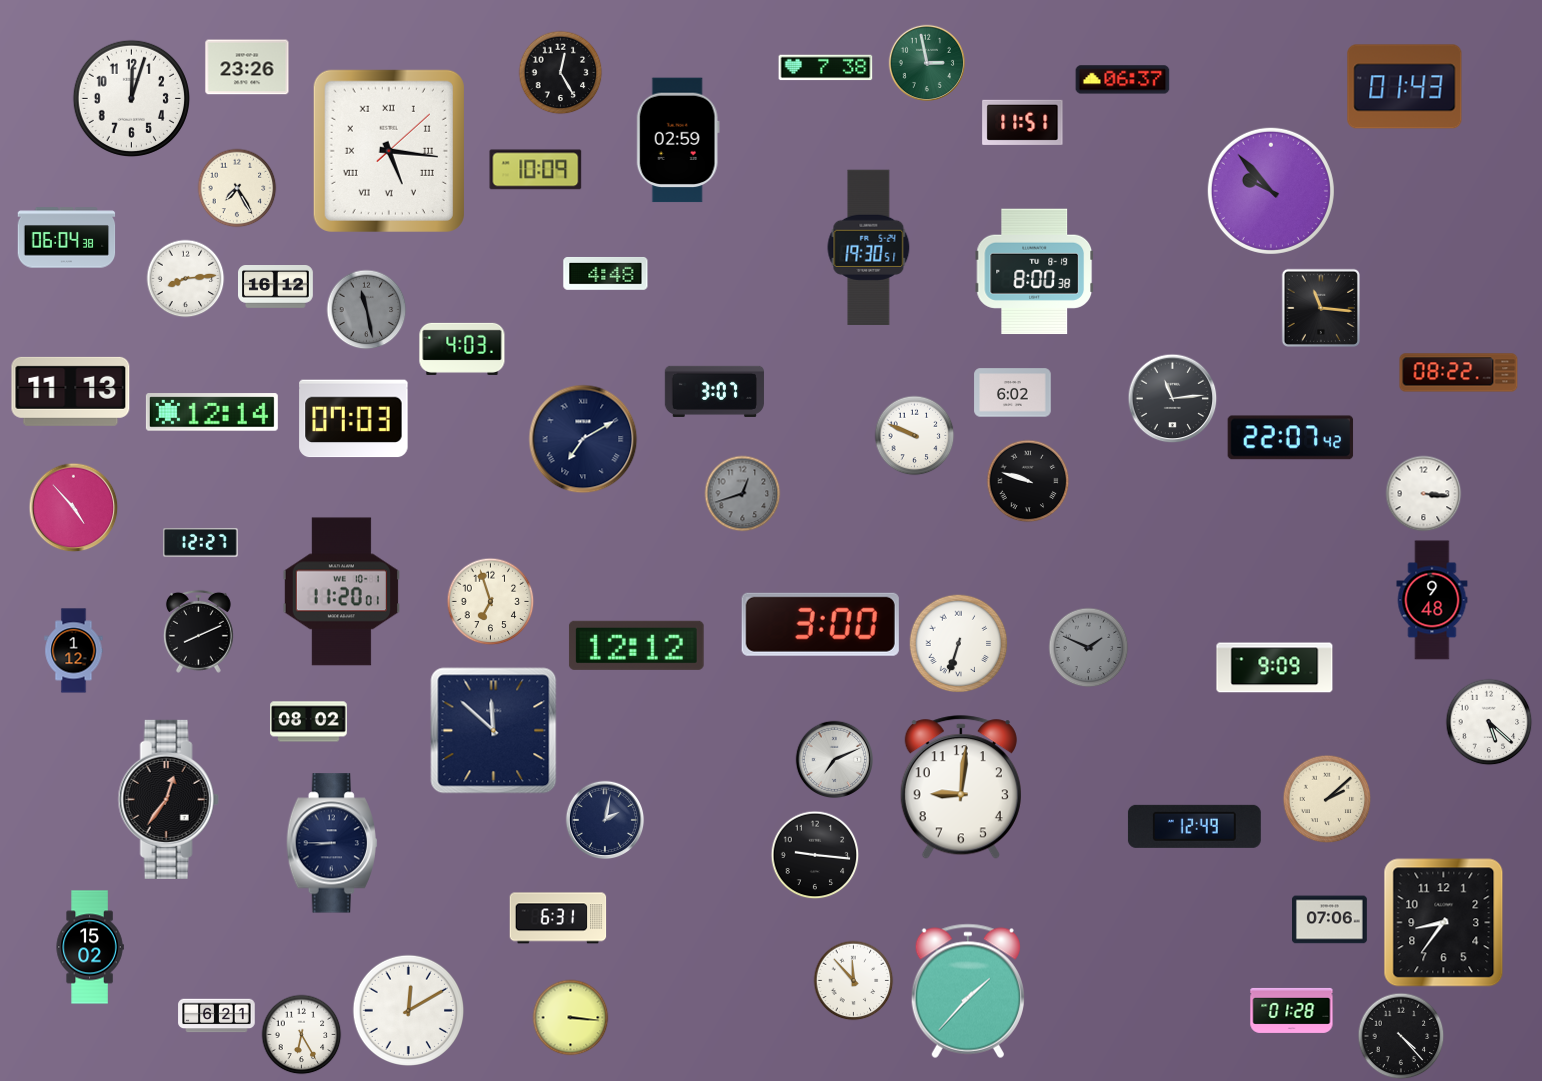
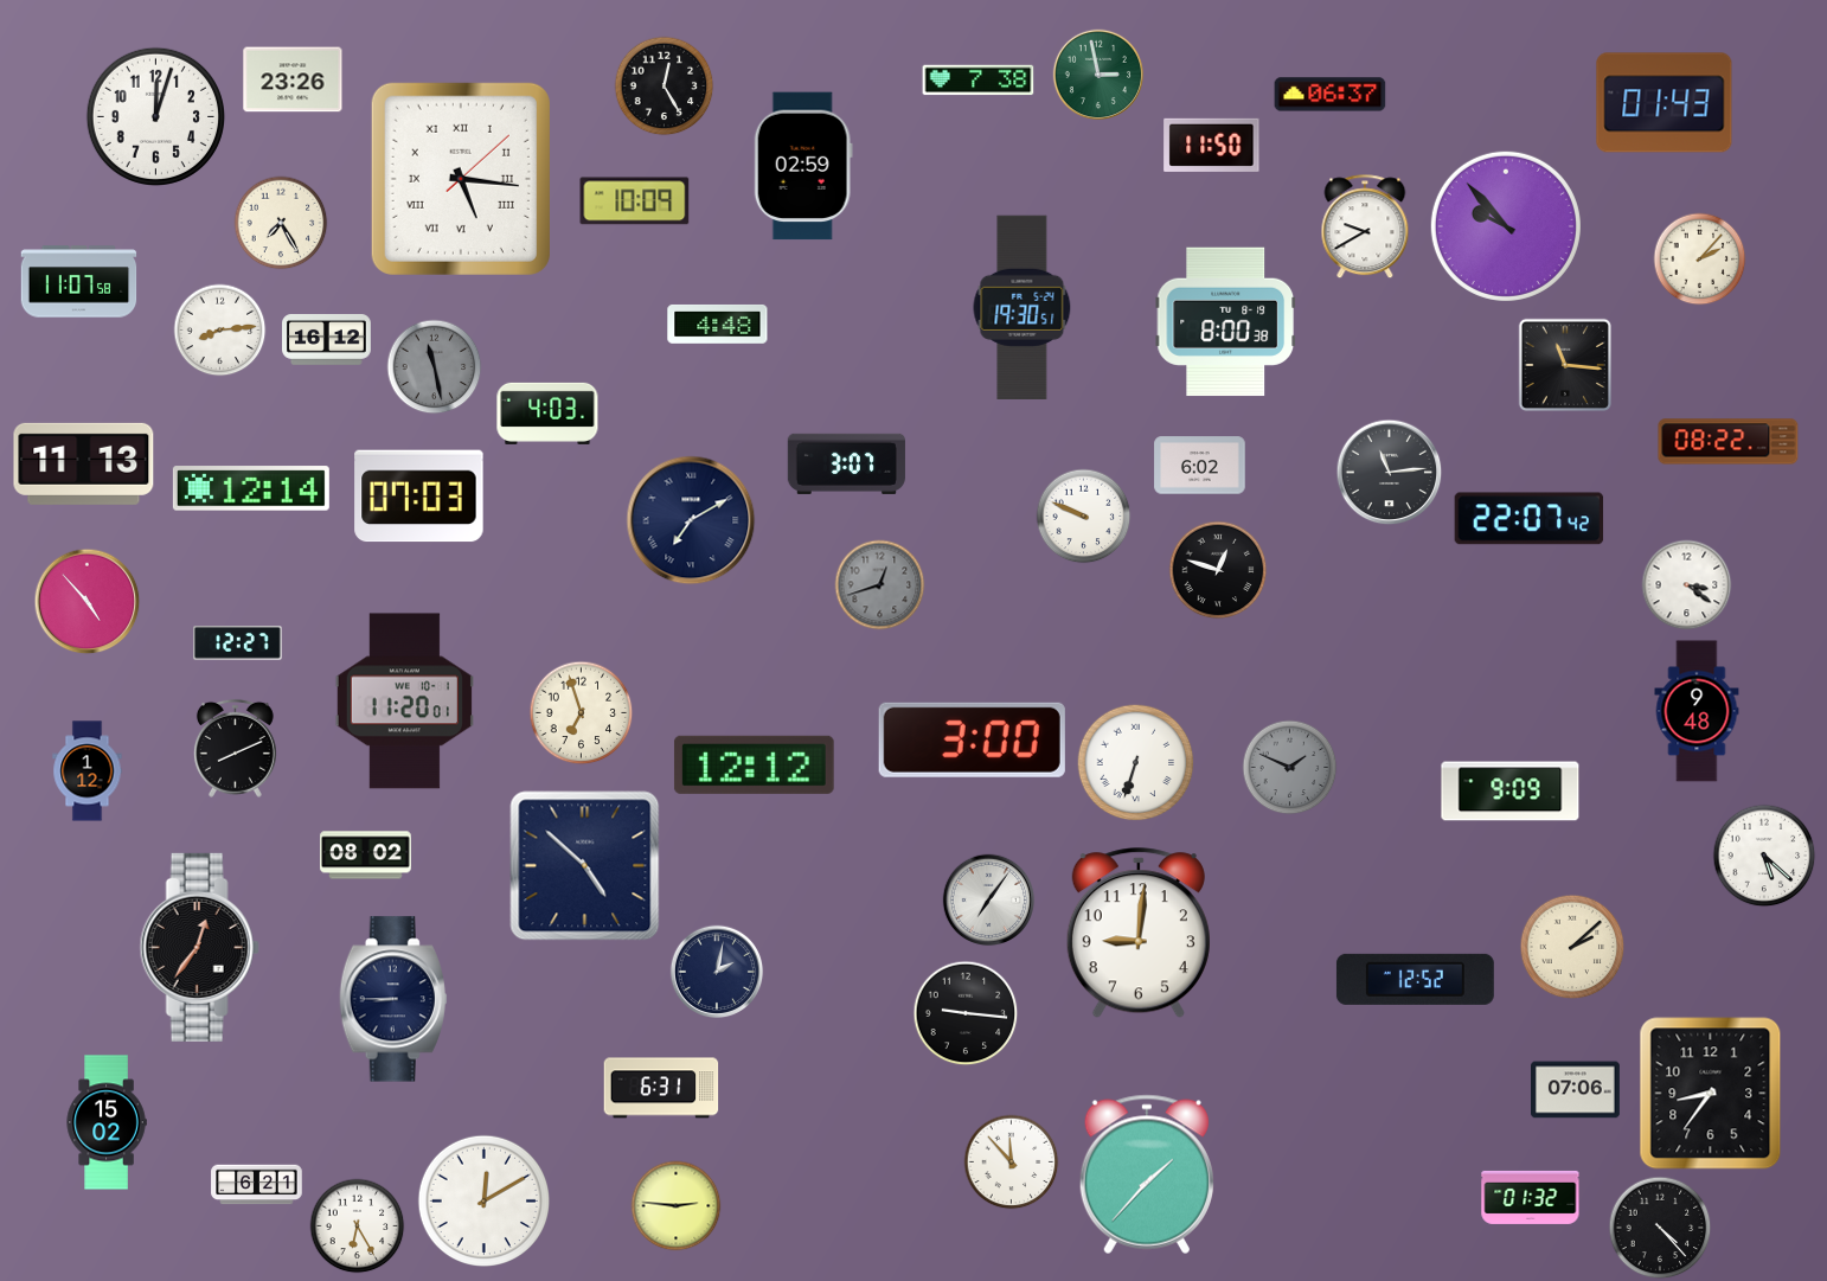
clock at (1023, 122): 11:51 -> 11:50
clock at (1365, 228): none -> 9:40
clock at (1700, 260): none -> 2:07
clock at (67, 238): 06:04 -> 11:07
clock at (869, 247) position: (869, 247) -> (1023, 307)
clock at (1028, 481): 9:48 -> 12:48
clock at (1424, 494): 3:16 -> 3:21
clock at (494, 731): 11:52 -> 4:52
clock at (835, 760): 7:11 -> 7:06
clock at (1194, 826): 12:49 -> 12:52
clock at (408, 1010) position: (408, 1010) -> (483, 1200)
clock at (1292, 1010): 01:28 -> 01:32
clock at (217, 1016) position: (217, 1016) -> (257, 1185)
clock at (571, 1018): 3:16 -> 2:46
